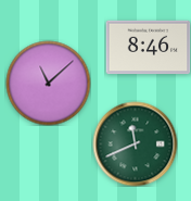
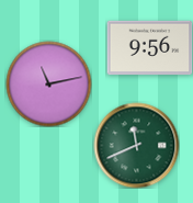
clock at (148, 48): 8:46 -> 9:56
clock at (48, 83): 11:08 -> 11:13
